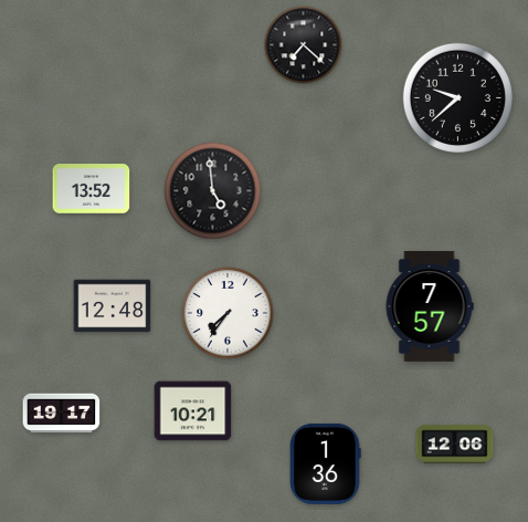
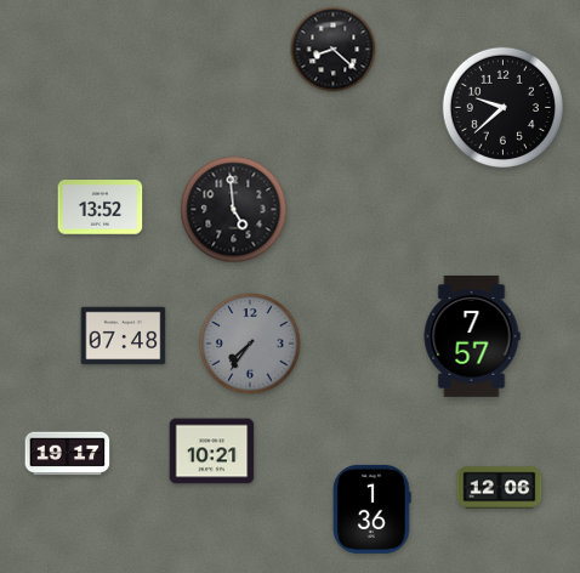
clock at (304, 45): 7:22 -> 8:22
clock at (113, 306): 12:48 -> 07:48
clock at (228, 313) dial: white -> grey
clock at (325, 463) position: (325, 463) -> (371, 509)
